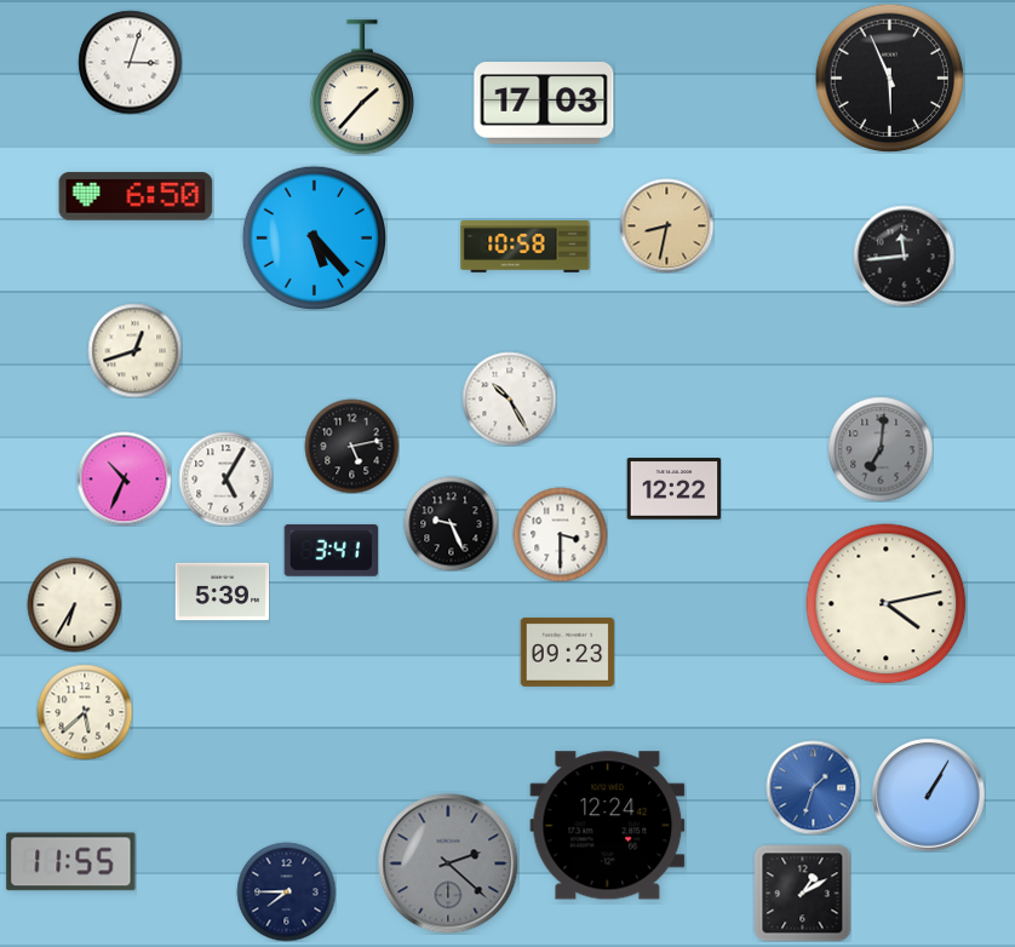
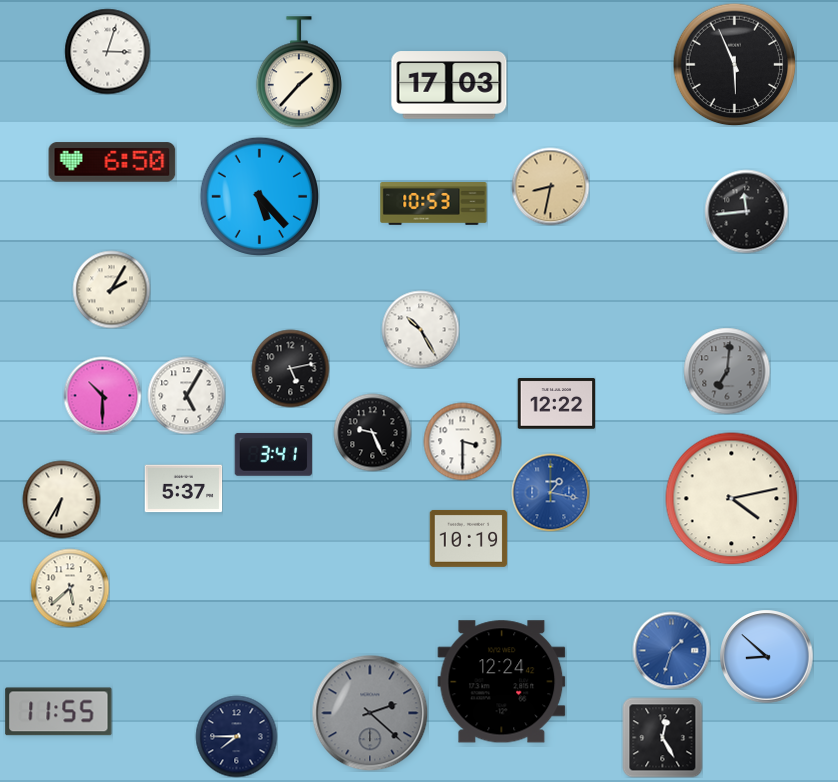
clock at (526, 247): 10:58 -> 10:53
clock at (134, 350): 12:42 -> 2:05
clock at (124, 478): 10:34 -> 10:30
clock at (222, 592): 5:39 -> 5:37
clock at (550, 492): none -> 1:17
clock at (567, 652): 09:23 -> 10:19
clock at (928, 794): 1:05 -> 8:52
clock at (802, 893): 1:10 -> 12:25
